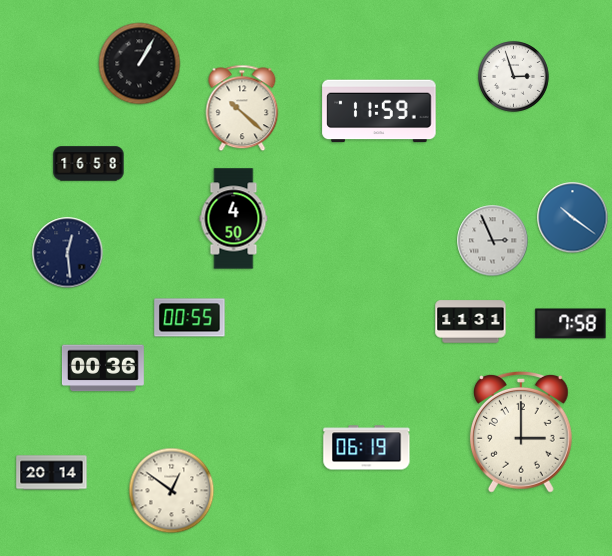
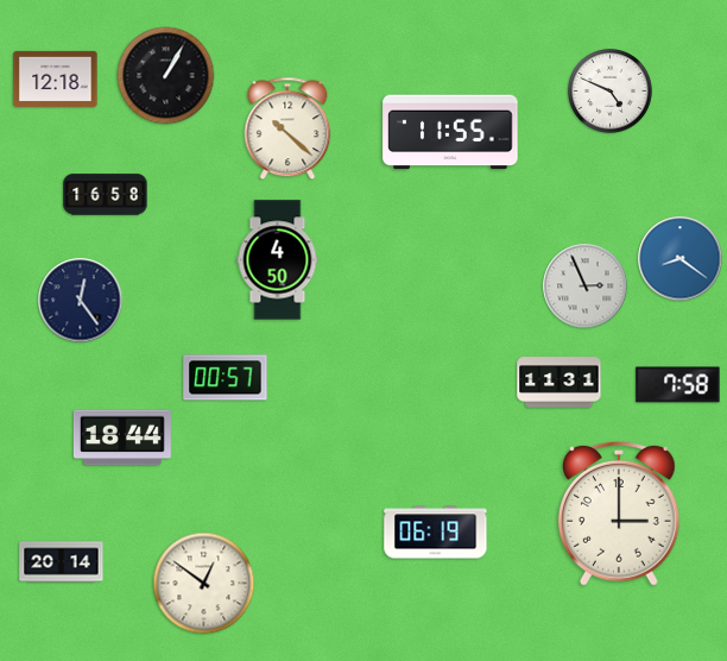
clock at (56, 78): none -> 12:18
clock at (514, 77): 2:57 -> 4:49
clock at (379, 111): 11:59 -> 11:55
clock at (573, 218): 10:21 -> 8:21
clock at (68, 253): 12:29 -> 12:24
clock at (190, 318): 00:55 -> 00:57
clock at (103, 368): 00:36 -> 18:44
